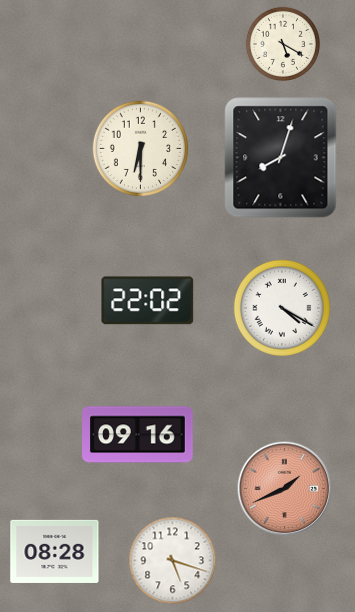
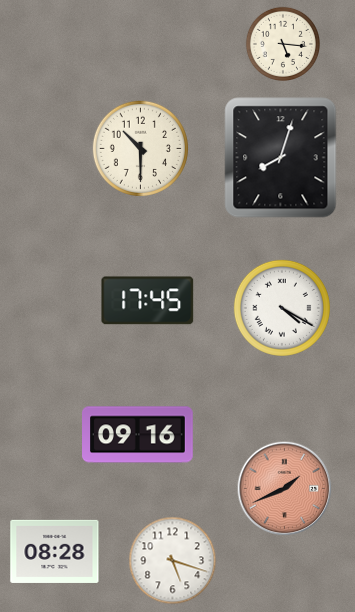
clock at (282, 43): 5:20 -> 5:16
clock at (140, 148): 6:30 -> 10:30
clock at (148, 301): 22:02 -> 17:45
